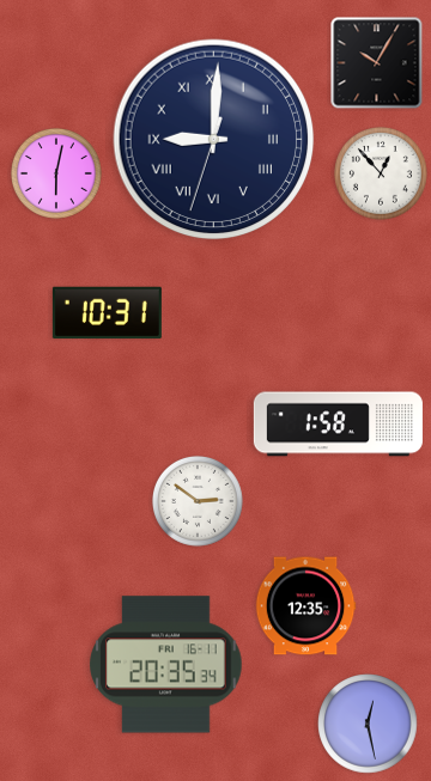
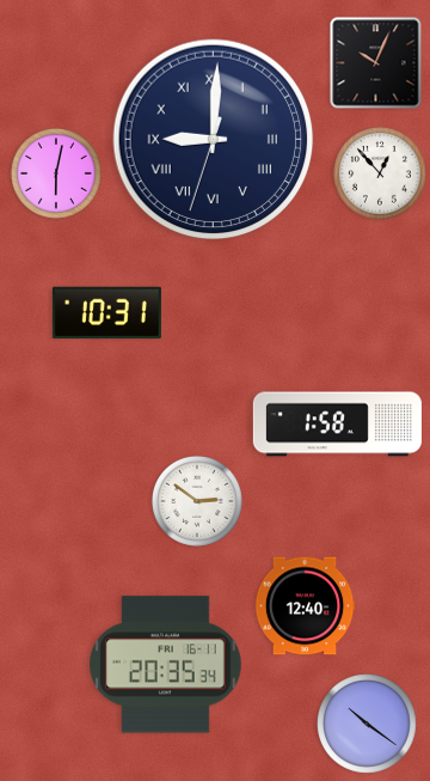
clock at (377, 63): 10:05 -> 10:04
clock at (305, 606): 12:35 -> 12:40
clock at (368, 724): 12:28 -> 10:21
